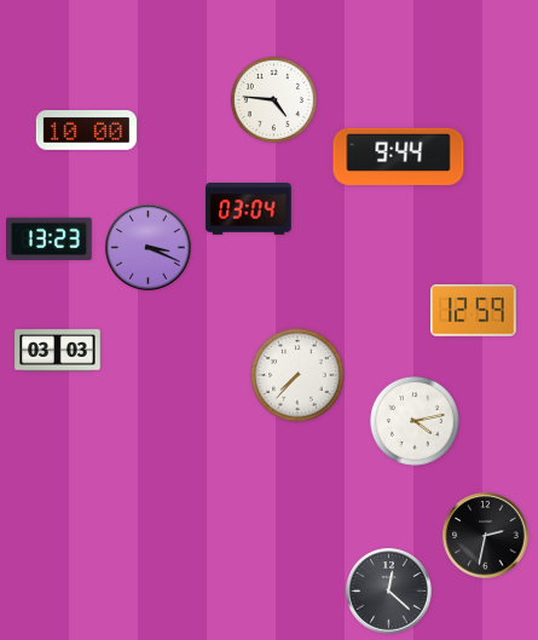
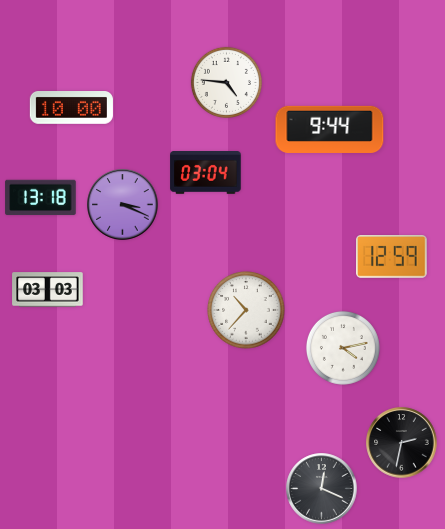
clock at (50, 240): 13:23 -> 13:18
clock at (297, 375): 7:37 -> 10:37
clock at (389, 592): 12:22 -> 12:19
